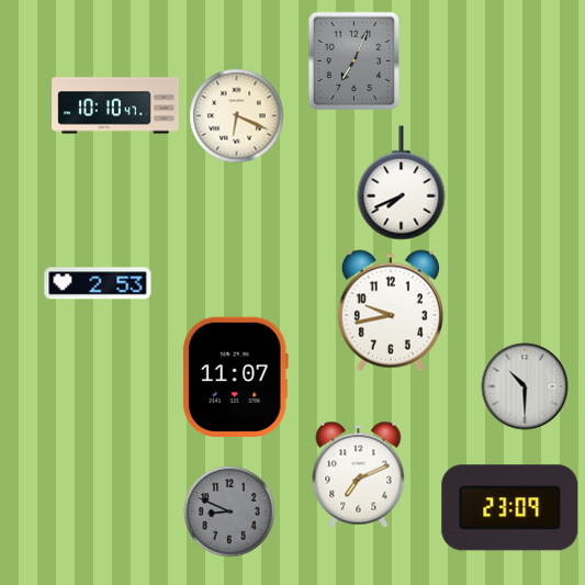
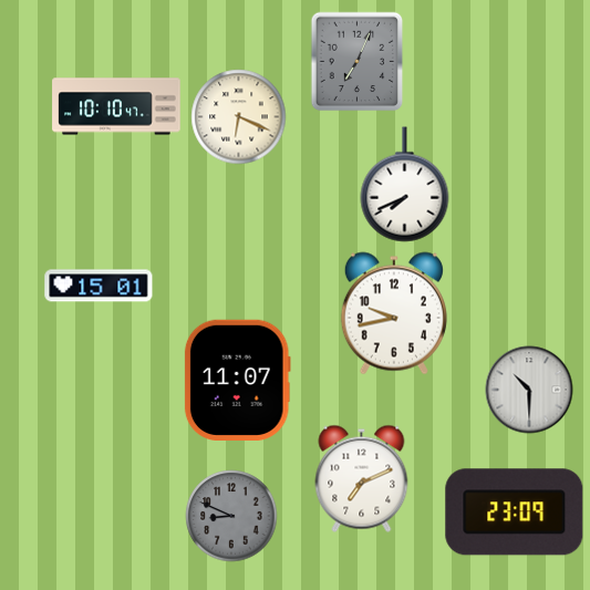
clock at (98, 283): 2:53 -> 15:01
